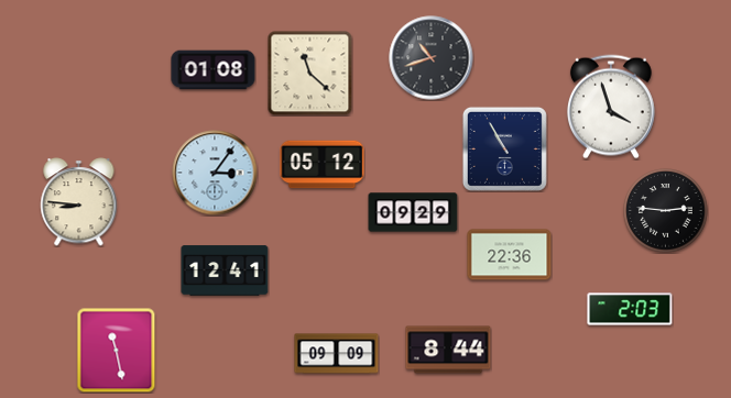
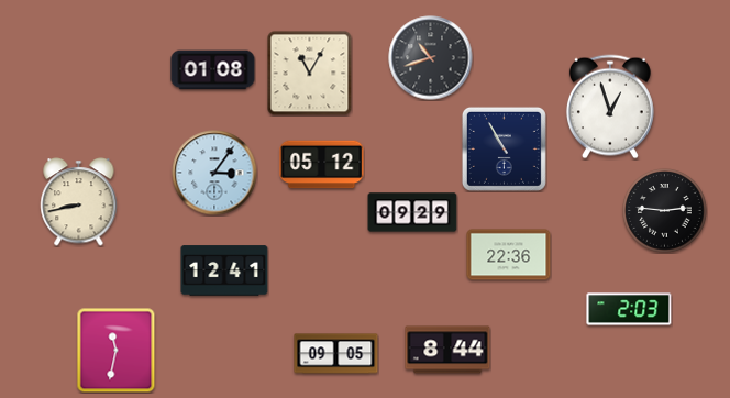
clock at (309, 73): 11:22 -> 11:05
clock at (611, 107): 3:57 -> 12:57
clock at (79, 202): 8:46 -> 8:43
clock at (117, 350): 11:28 -> 11:32
clock at (337, 354): 09:09 -> 09:05
